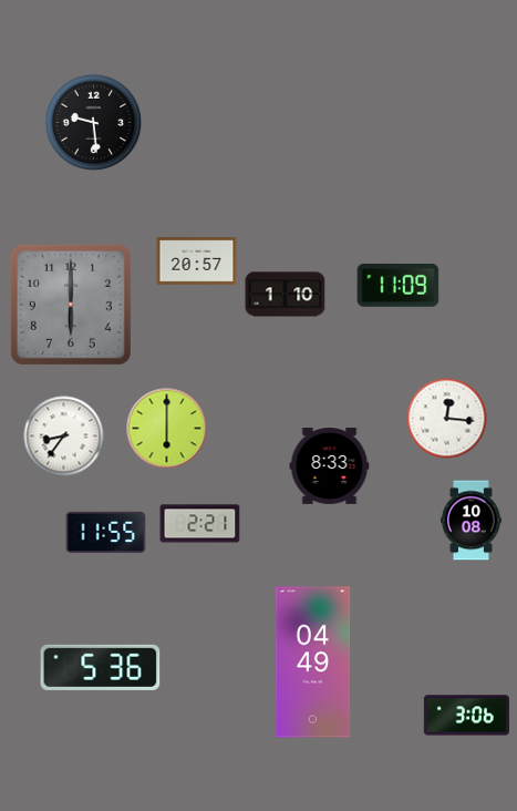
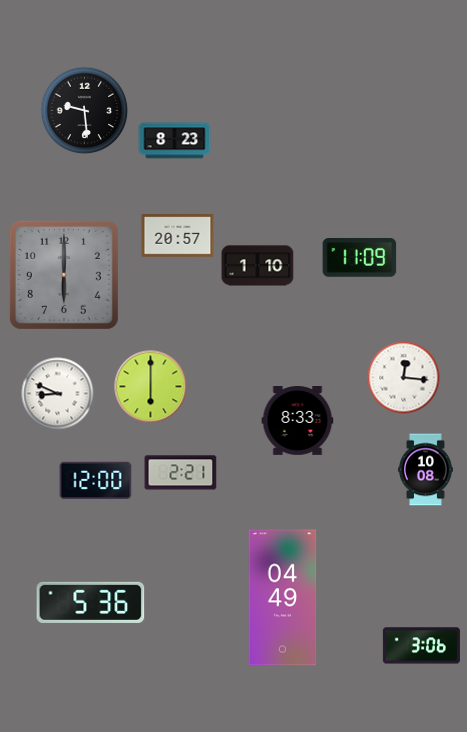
clock at (175, 141): none -> 8:23
clock at (64, 437): 8:36 -> 8:49
clock at (106, 533): 11:55 -> 12:00
